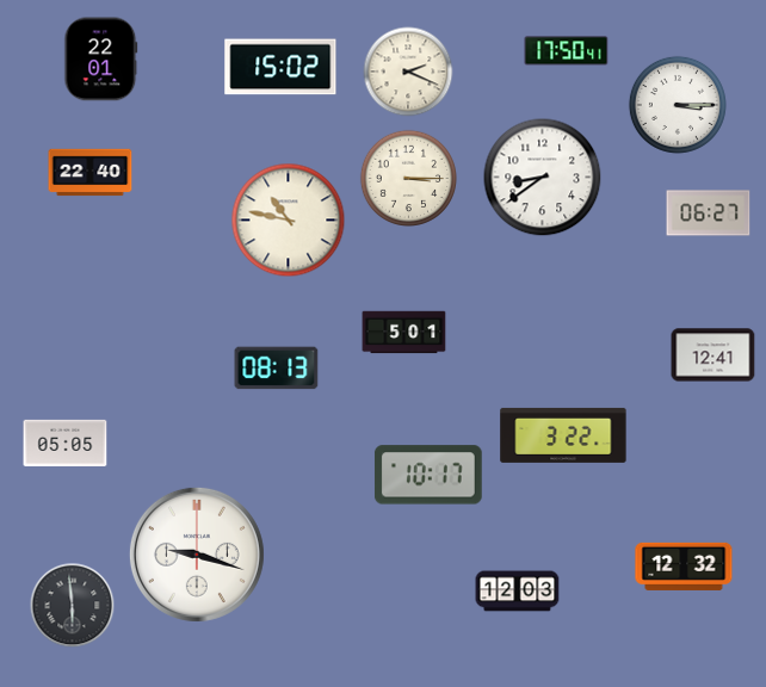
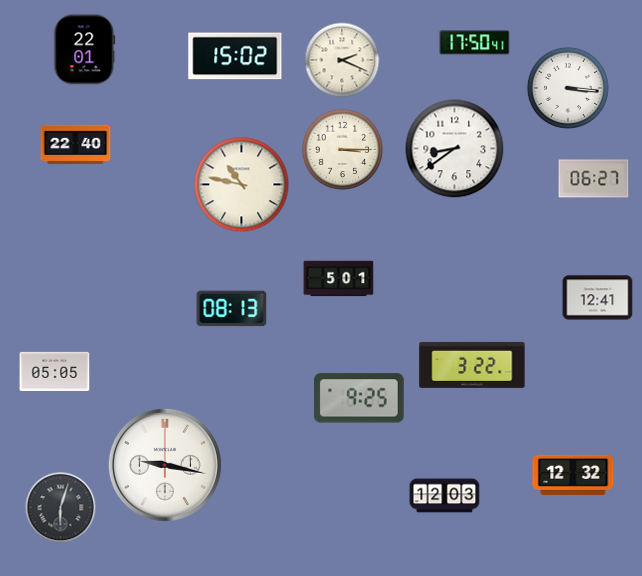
clock at (678, 105): 3:15 -> 3:16
clock at (428, 475): 10:17 -> 9:25
clock at (197, 555): 9:18 -> 9:17
clock at (518, 592) position: (518, 592) -> (445, 496)
clock at (73, 606): 5:59 -> 6:03
